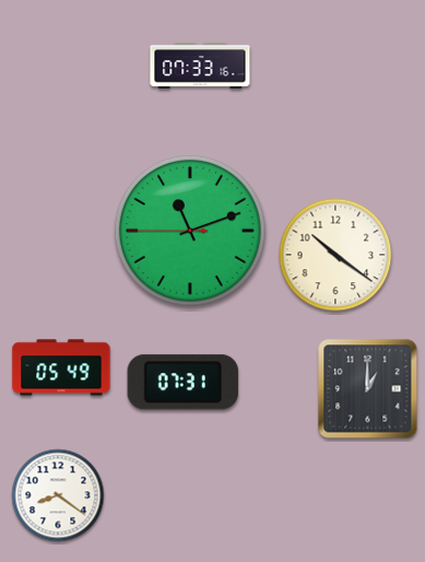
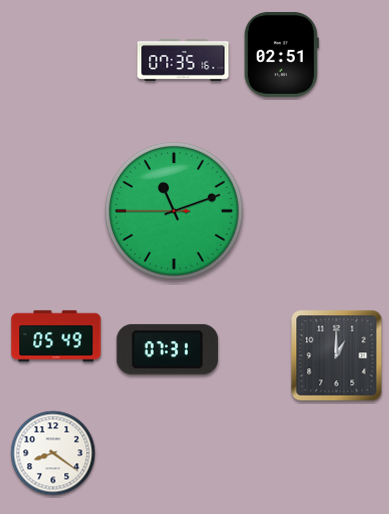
clock at (281, 55): none -> 02:51
clock at (200, 66): 07:33 -> 07:35
clock at (335, 255): 10:21 -> none
